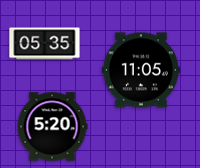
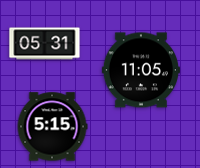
clock at (45, 44): 05:35 -> 05:31
clock at (52, 127): 5:20 -> 5:15
